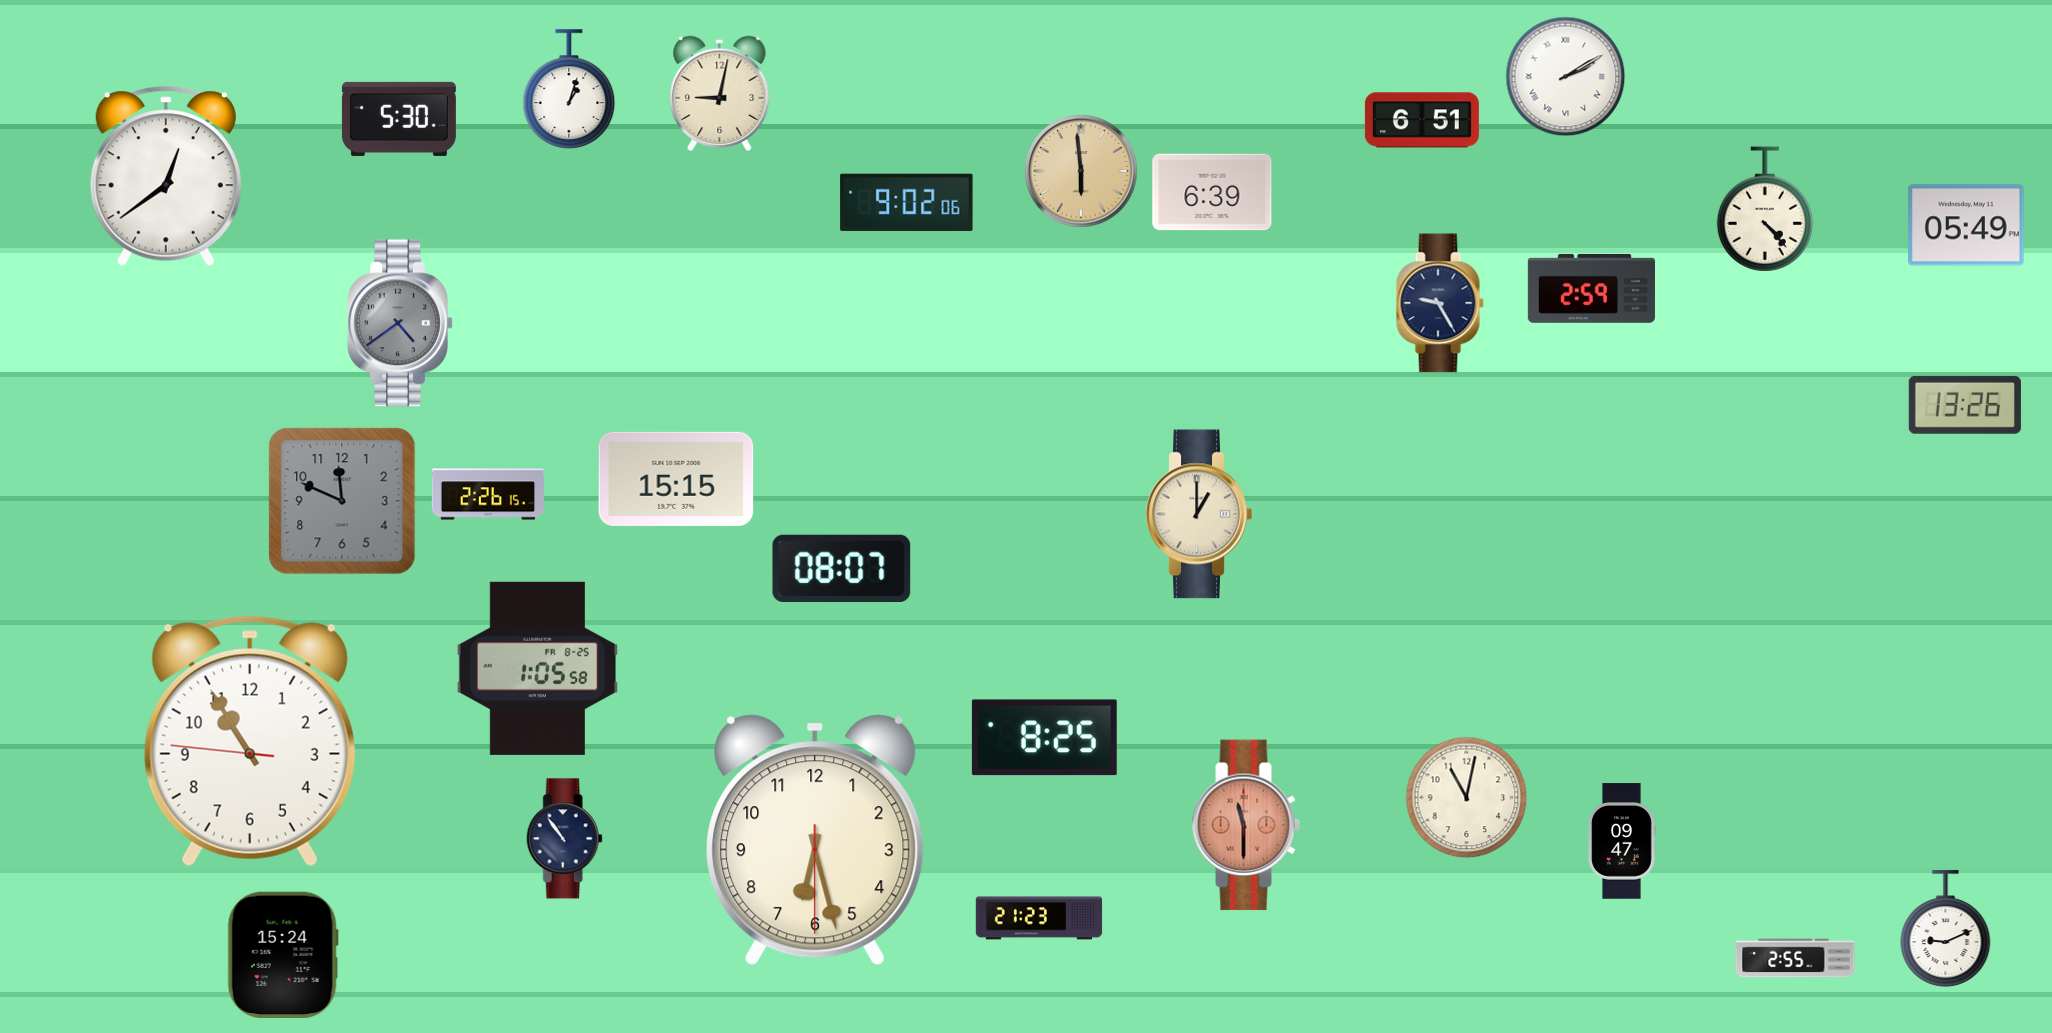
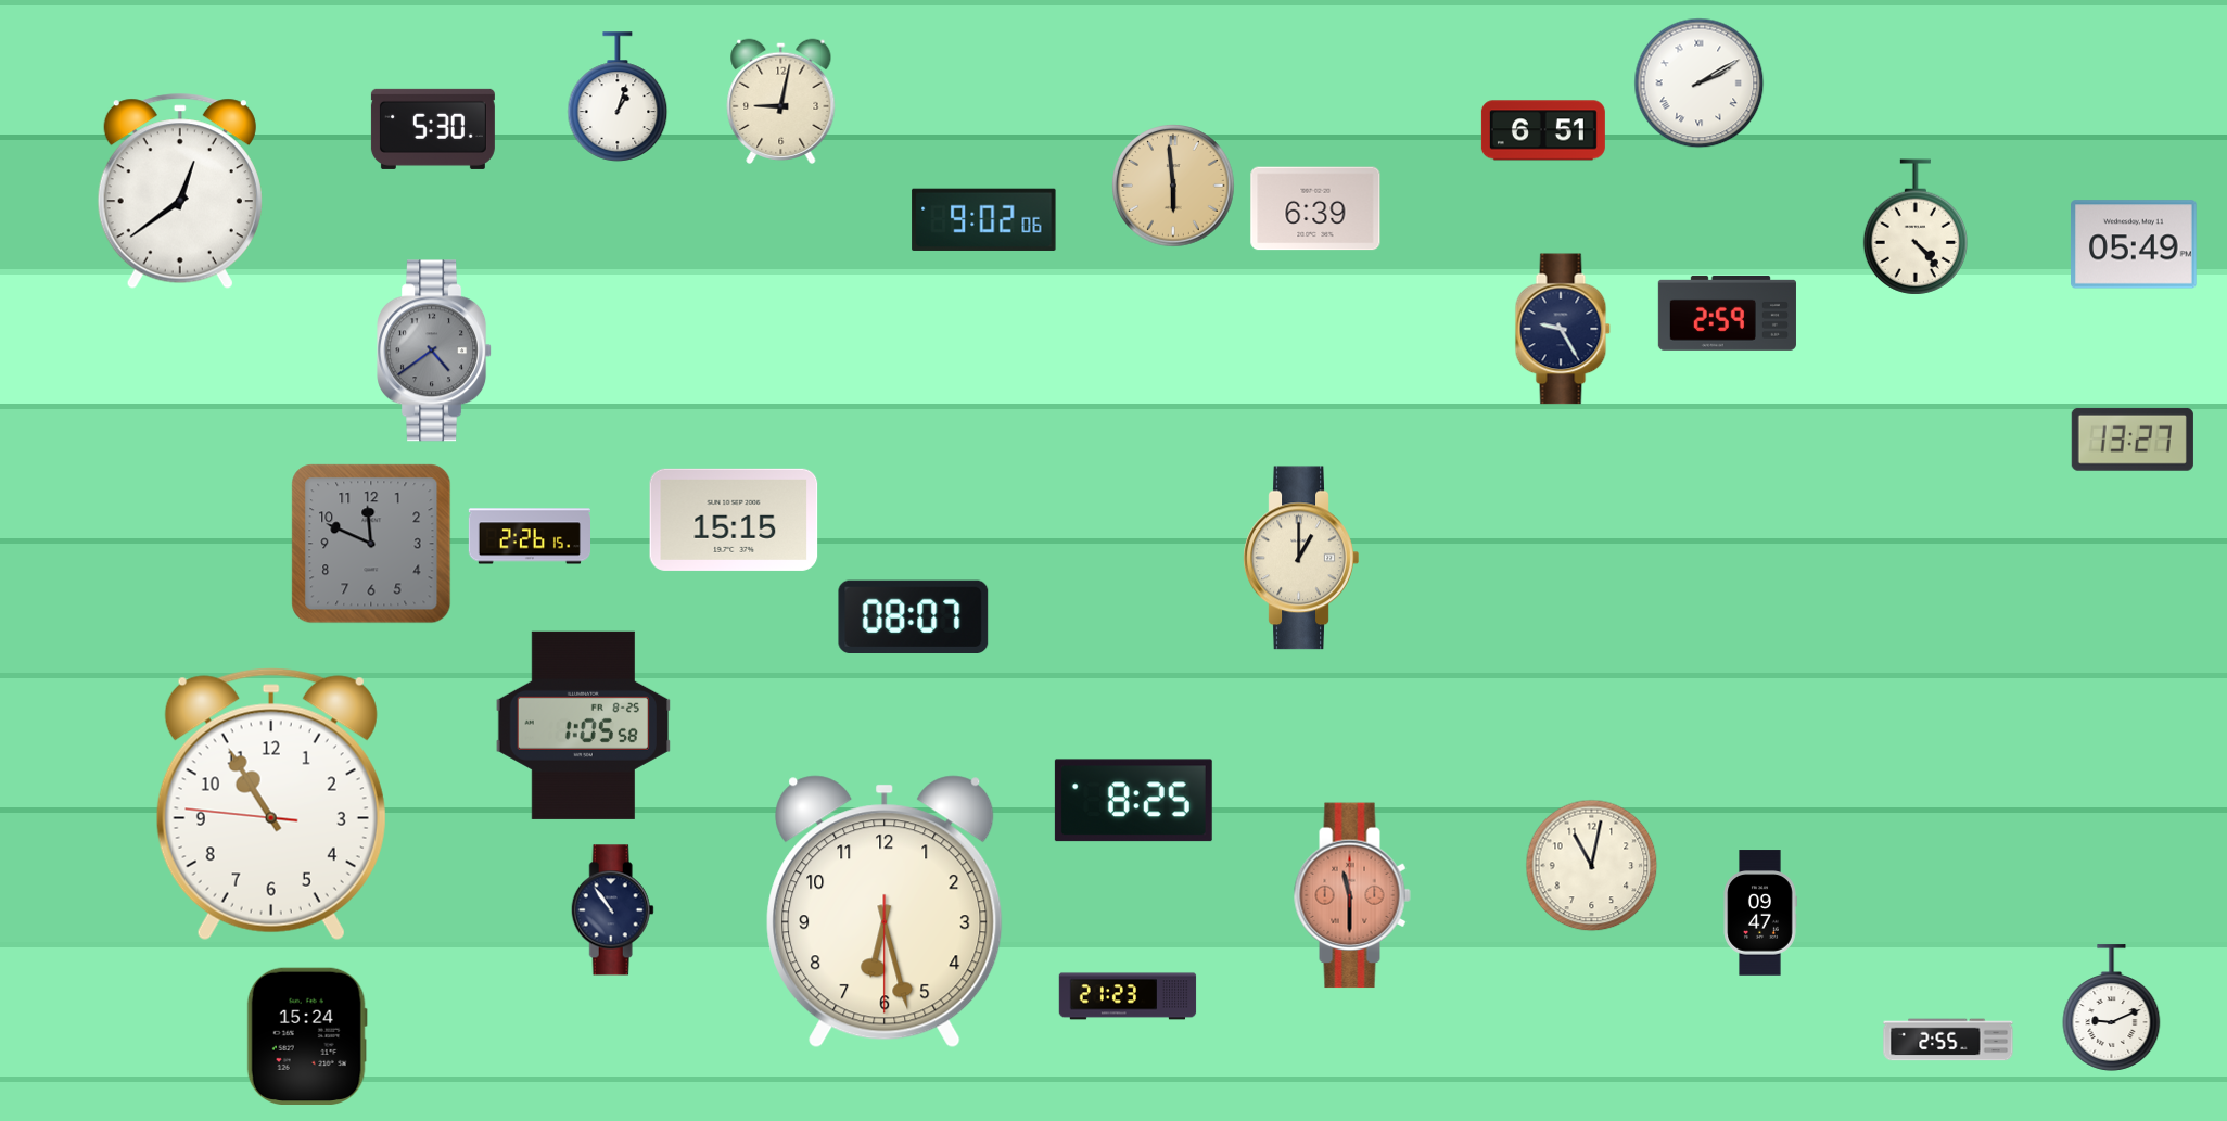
clock at (1965, 405): 13:26 -> 13:27
